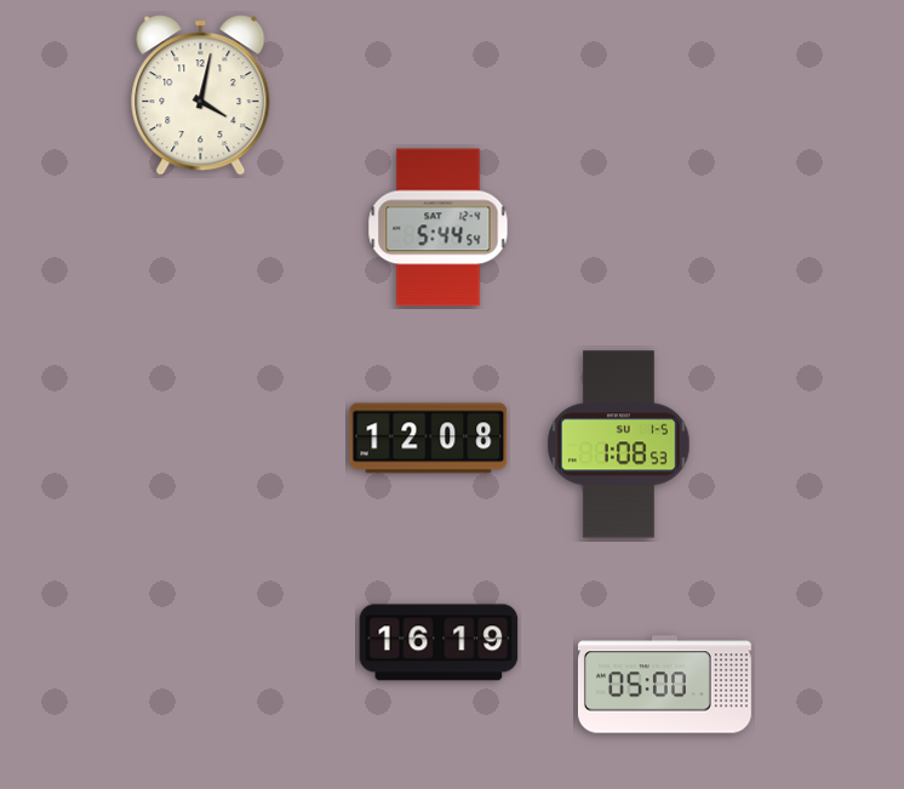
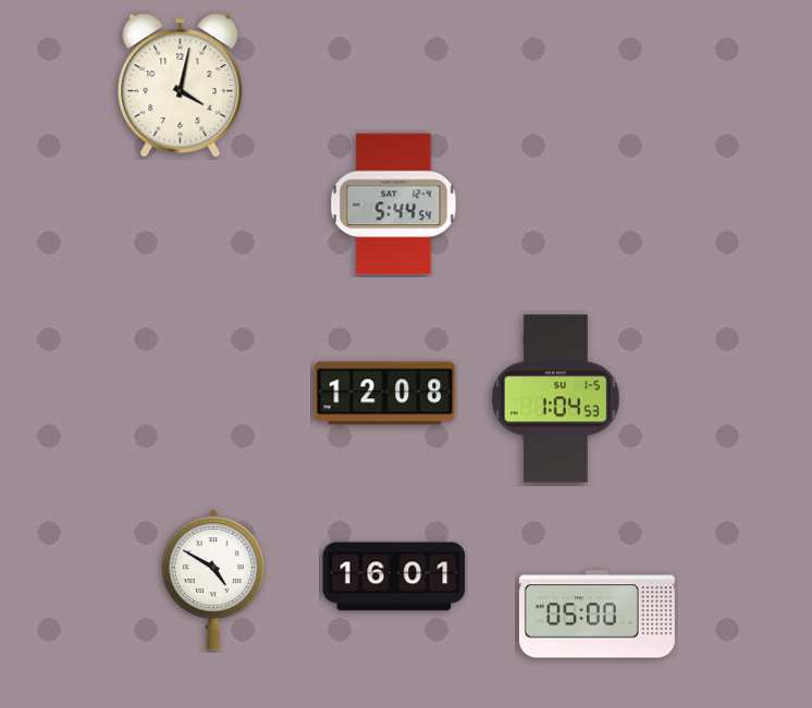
clock at (619, 445): 1:08 -> 1:04
clock at (439, 642): 16:19 -> 16:01
clock at (213, 580): none -> 4:50
